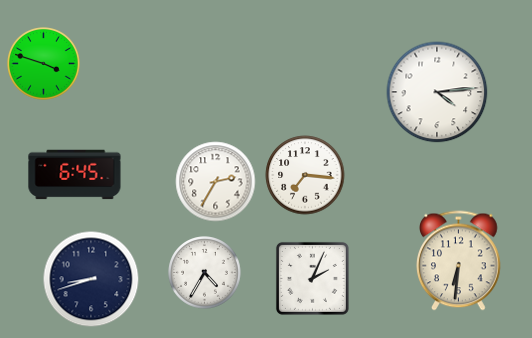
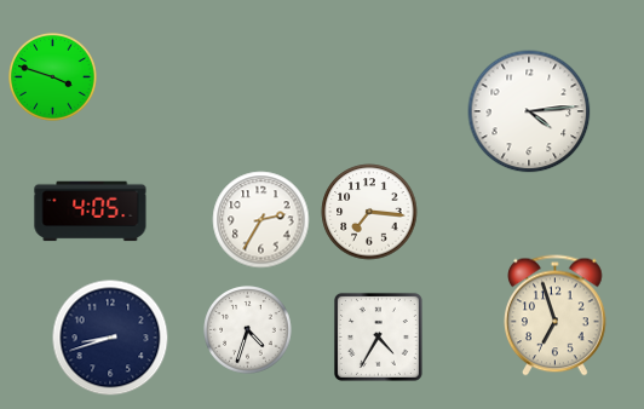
clock at (75, 175): 6:45 -> 4:05
clock at (459, 261): 6:31 -> 6:57
clock at (205, 273): 4:35 -> 4:33
clock at (312, 278): 2:04 -> 4:35
